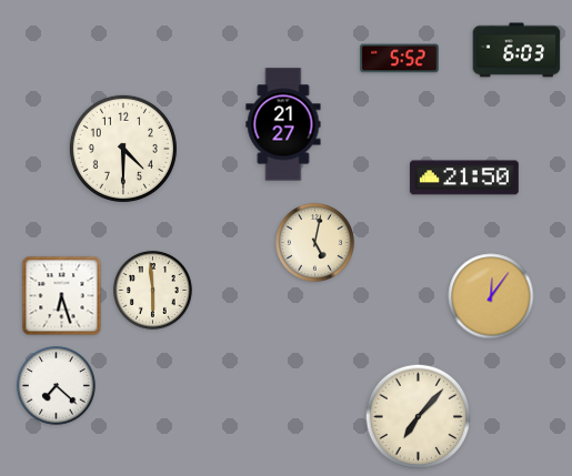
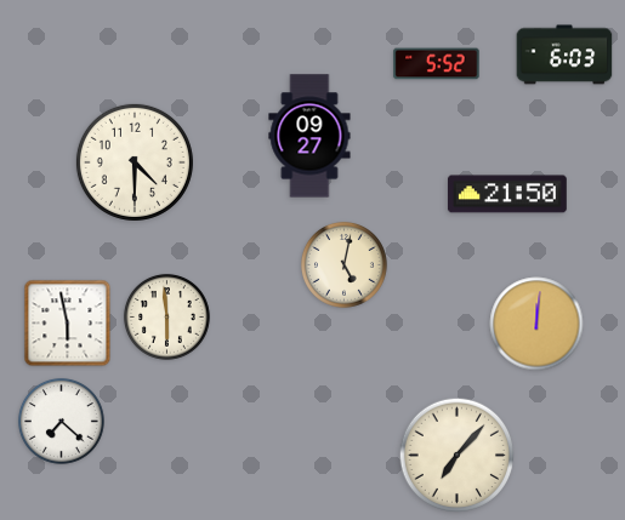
clock at (283, 124): 21:27 -> 09:27
clock at (62, 296): 6:27 -> 5:58
clock at (491, 296): 12:06 -> 12:01
